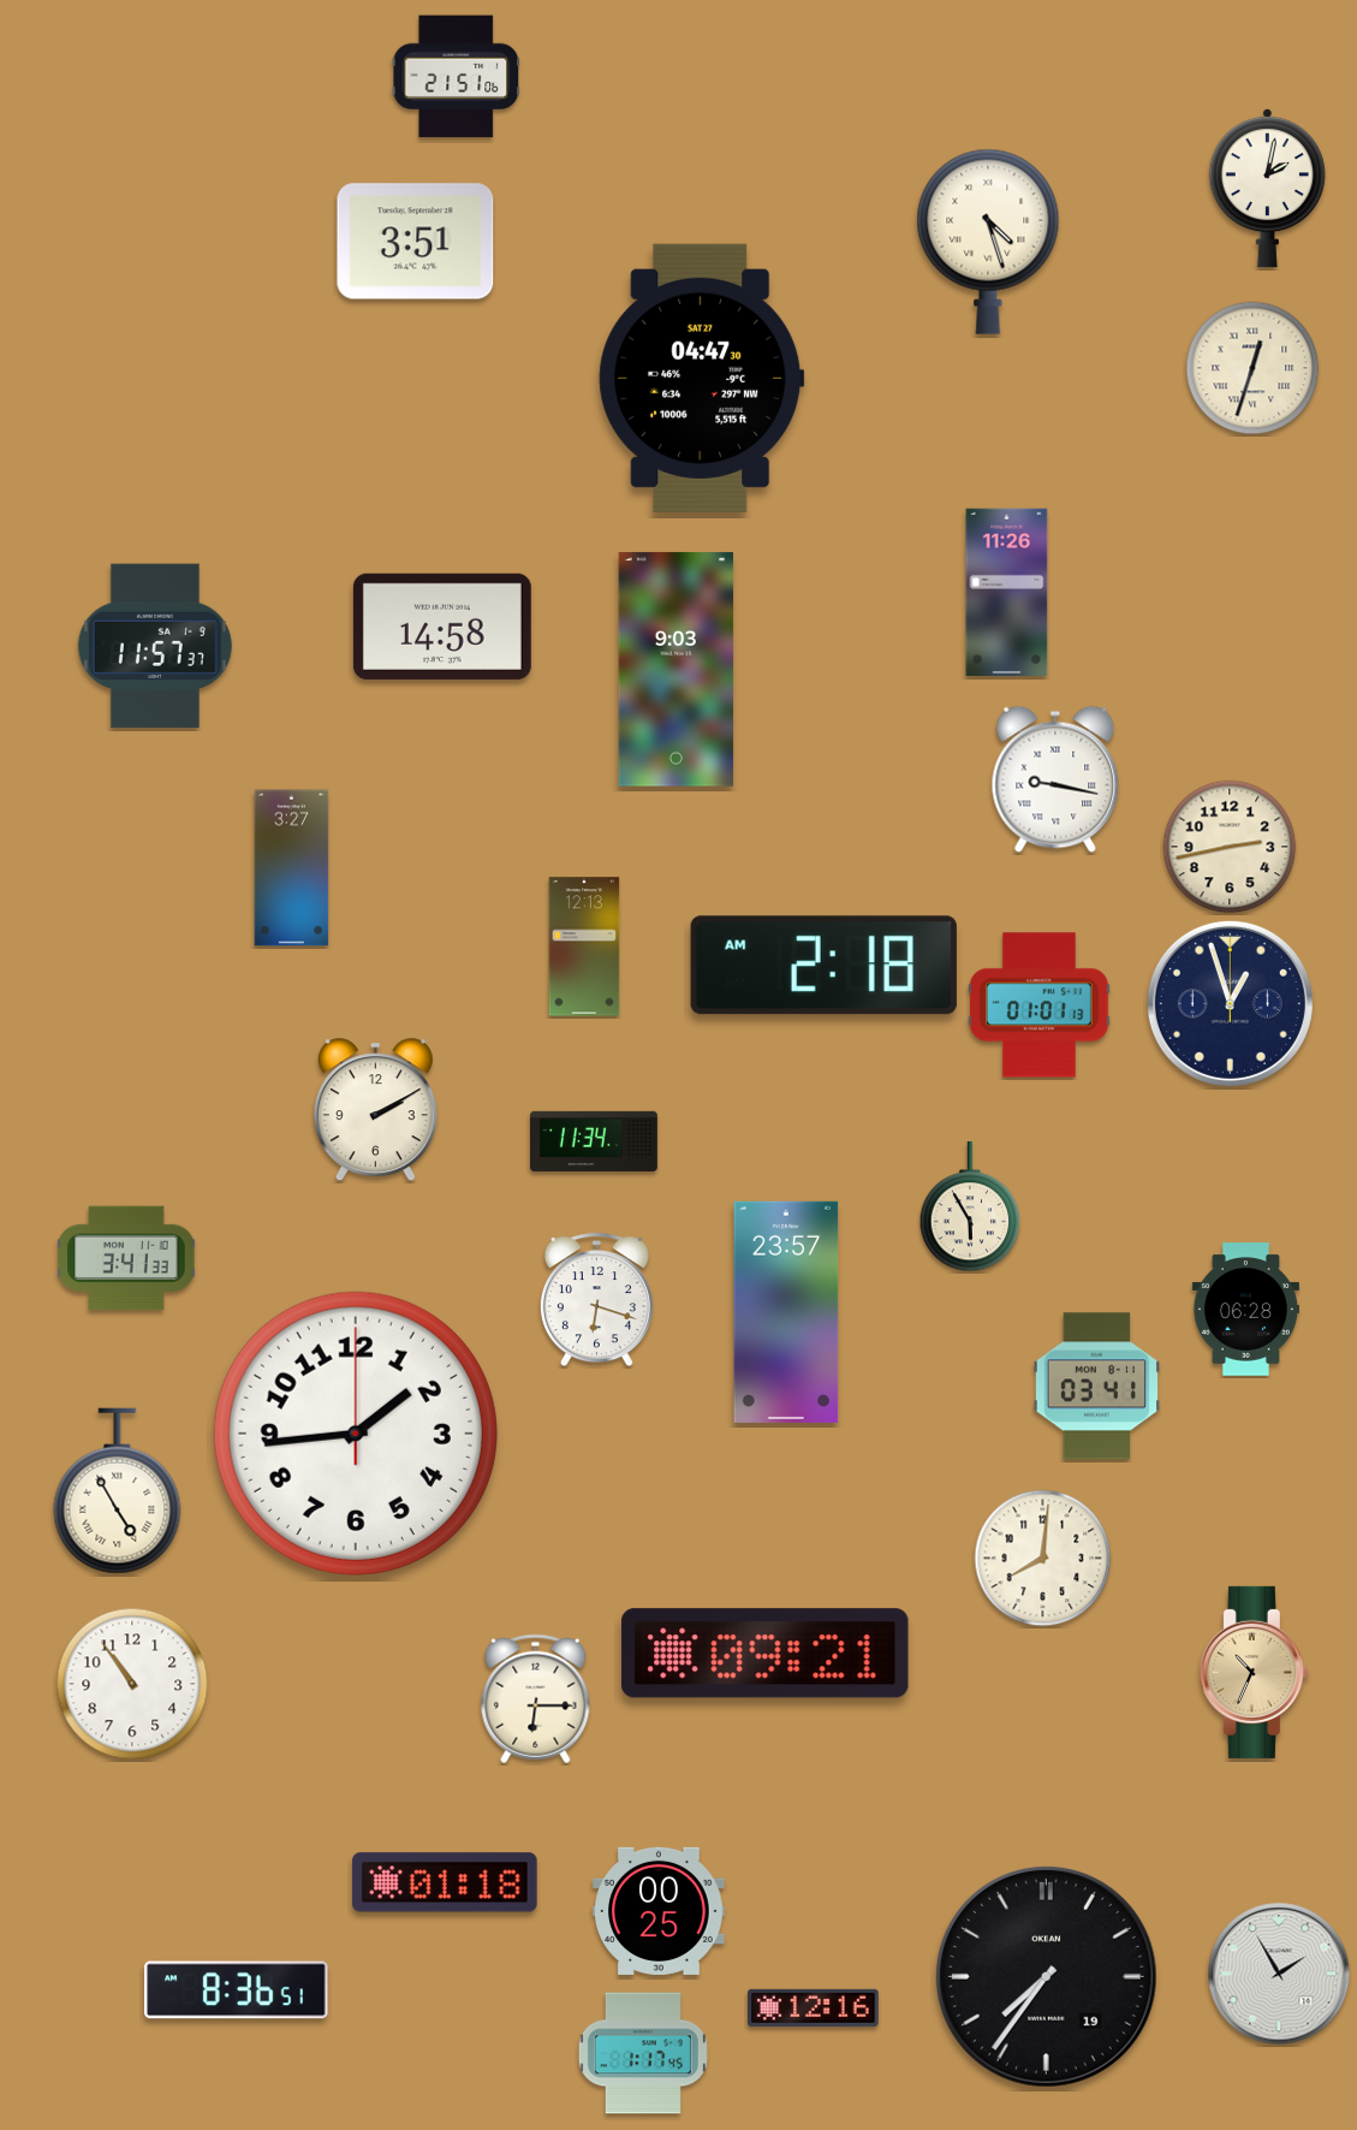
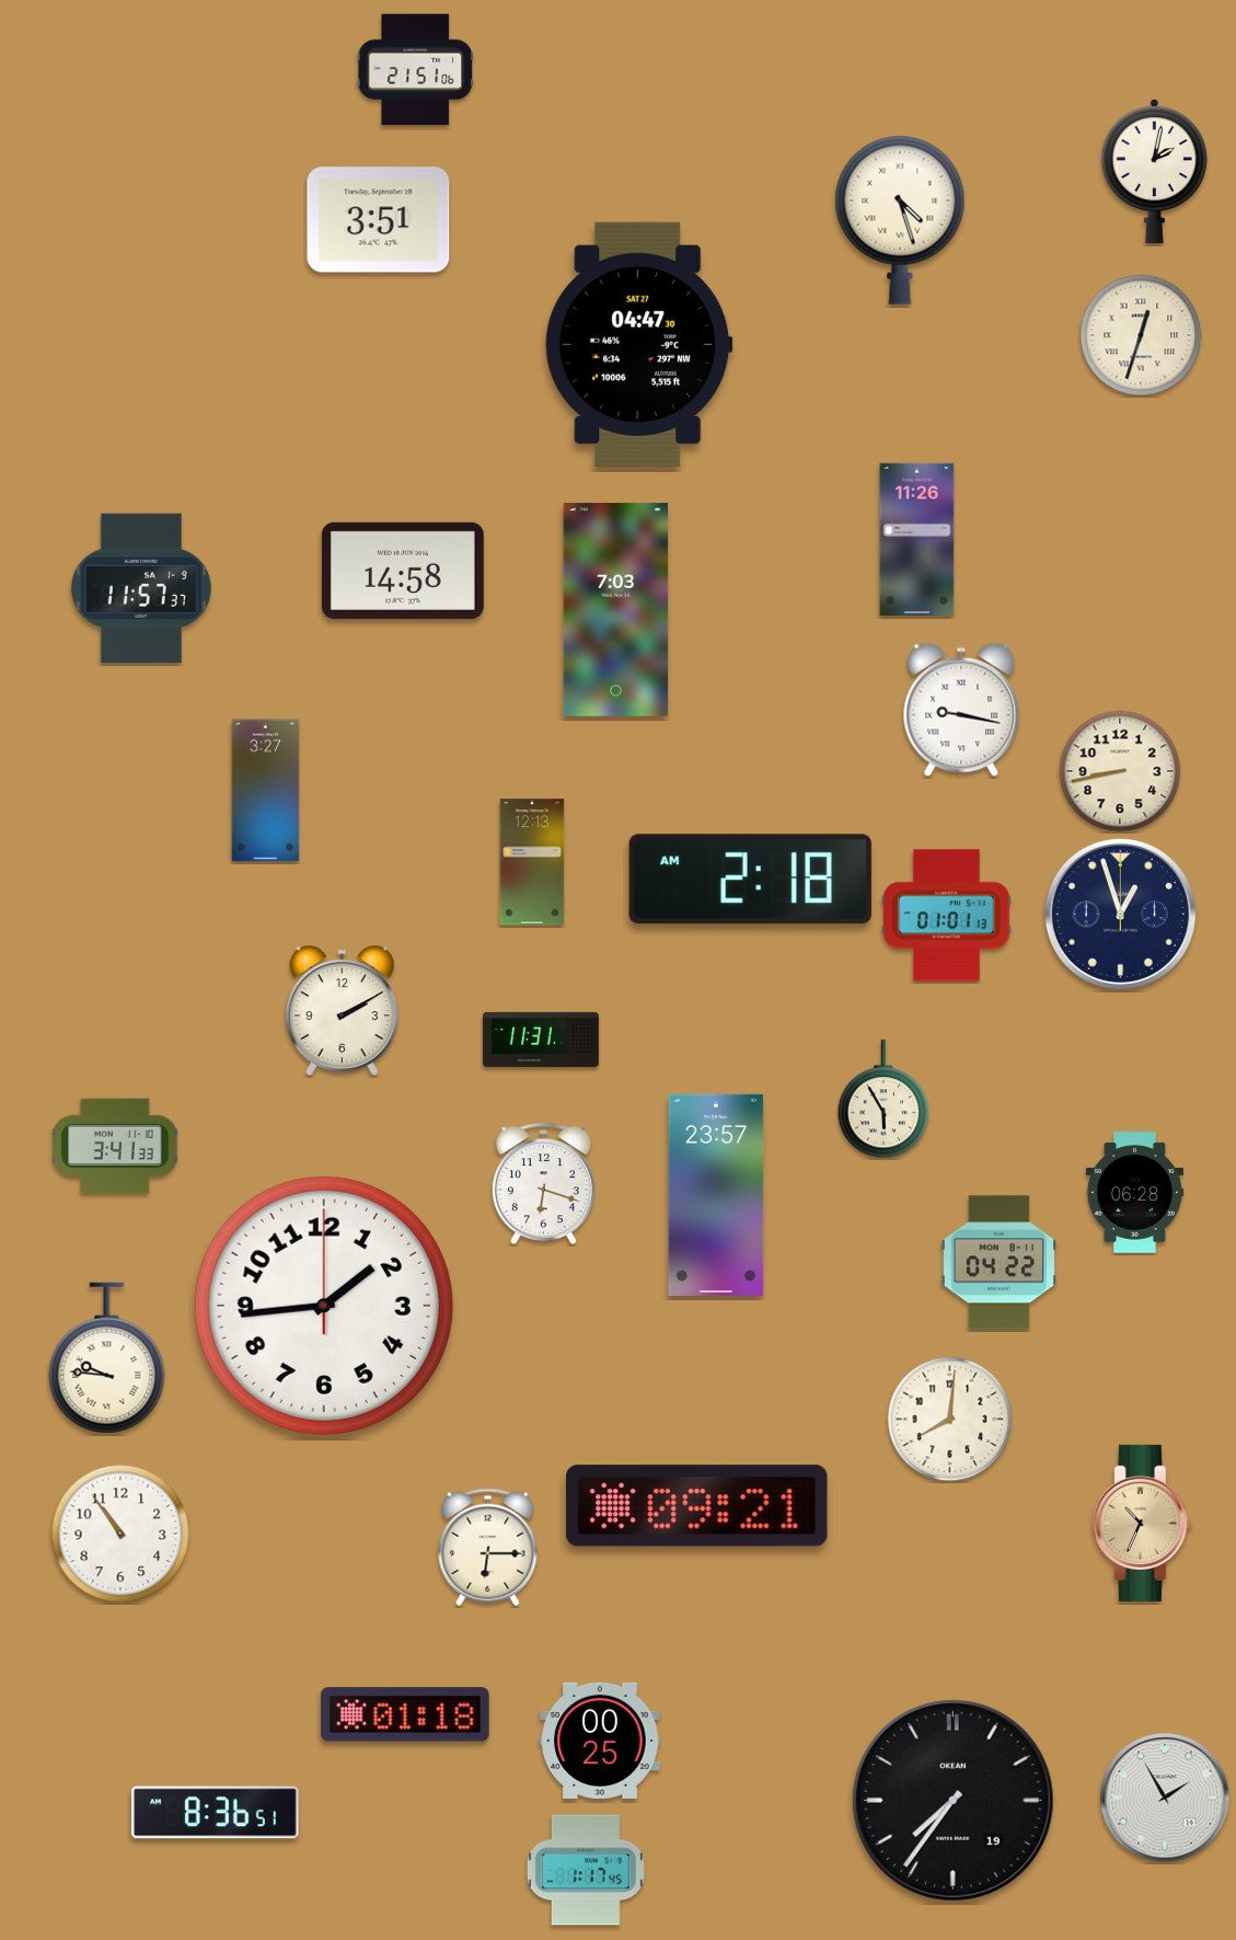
clock at (677, 670): 9:03 -> 7:03
clock at (1230, 847): 2:43 -> 8:43
clock at (594, 1141): 11:34 -> 11:31
clock at (1097, 1387): 03:41 -> 04:22
clock at (118, 1491): 4:55 -> 9:46
clock at (814, 2007): 12:16 -> none
